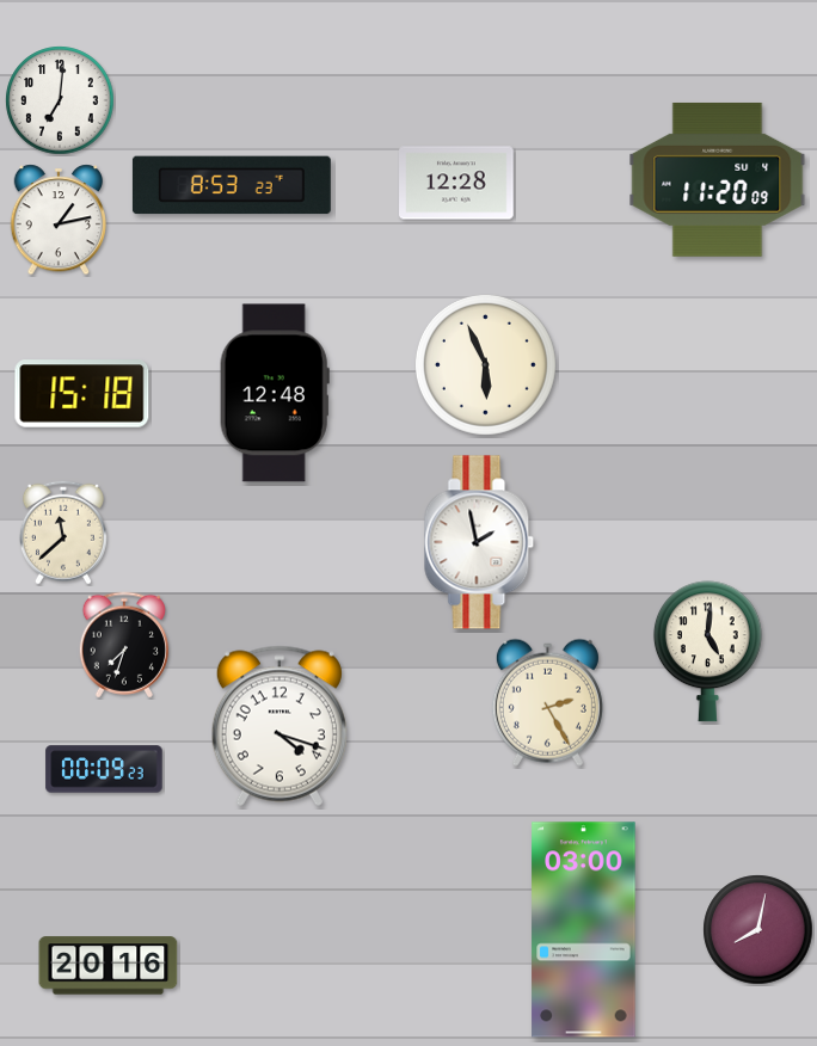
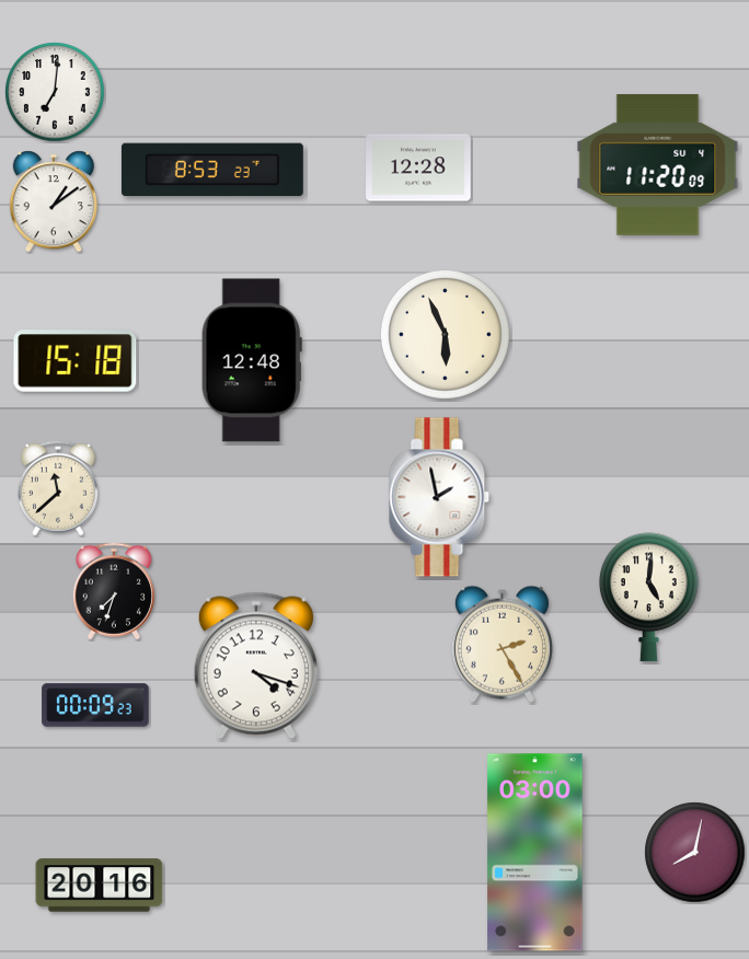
clock at (59, 220): 1:13 -> 1:09
